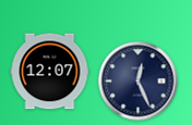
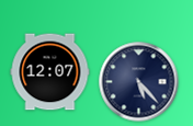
clock at (139, 82): 12:26 -> 5:23
